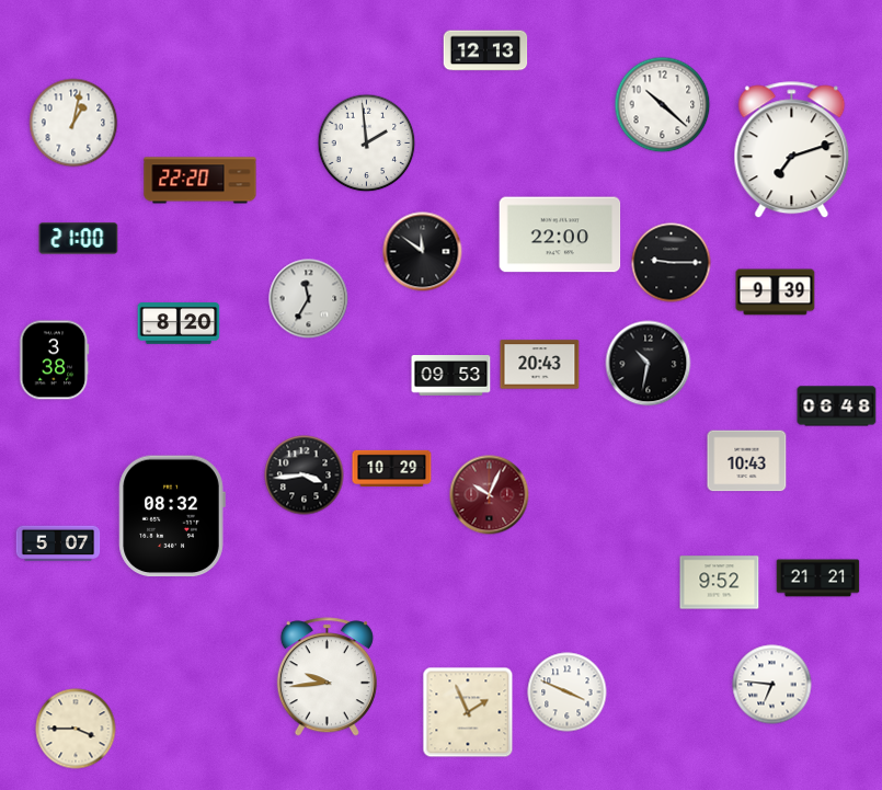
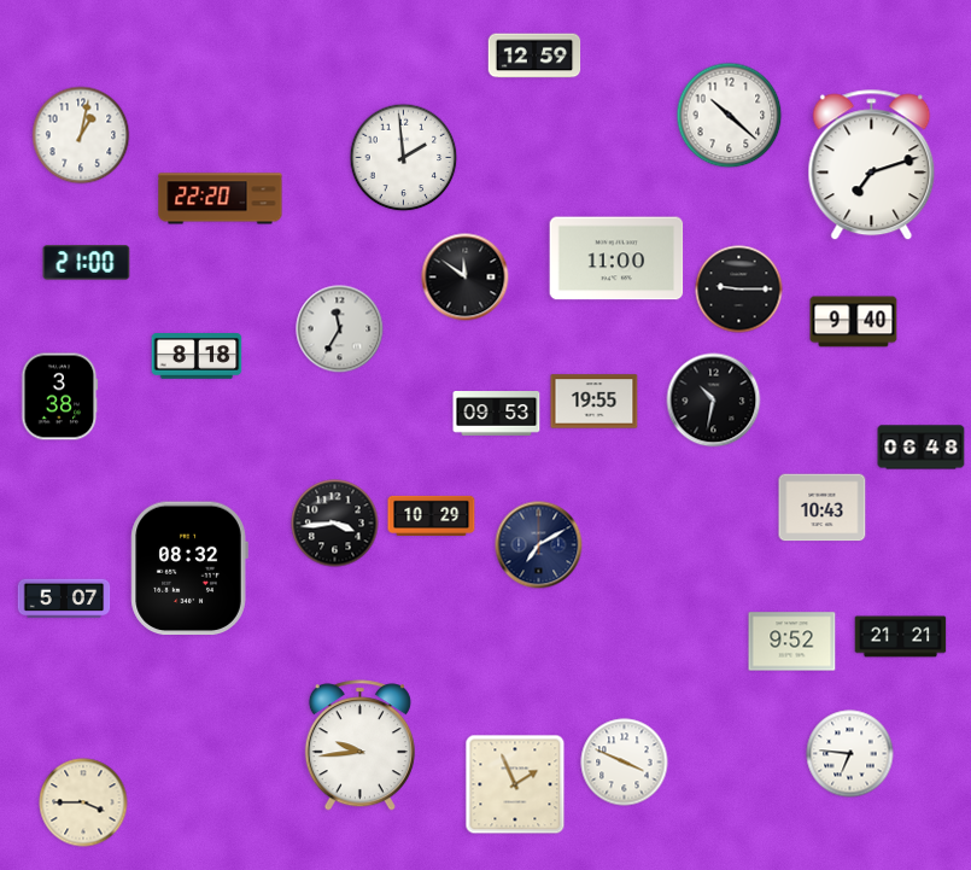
clock at (485, 50): 12:13 -> 12:59
clock at (560, 234): 22:00 -> 11:00
clock at (776, 293): 9:39 -> 9:40
clock at (179, 323): 8:20 -> 8:18
clock at (540, 365): 20:43 -> 19:55
clock at (490, 495): 10:04 -> 7:10
clock at (490, 495) dial: burgundy -> navy
